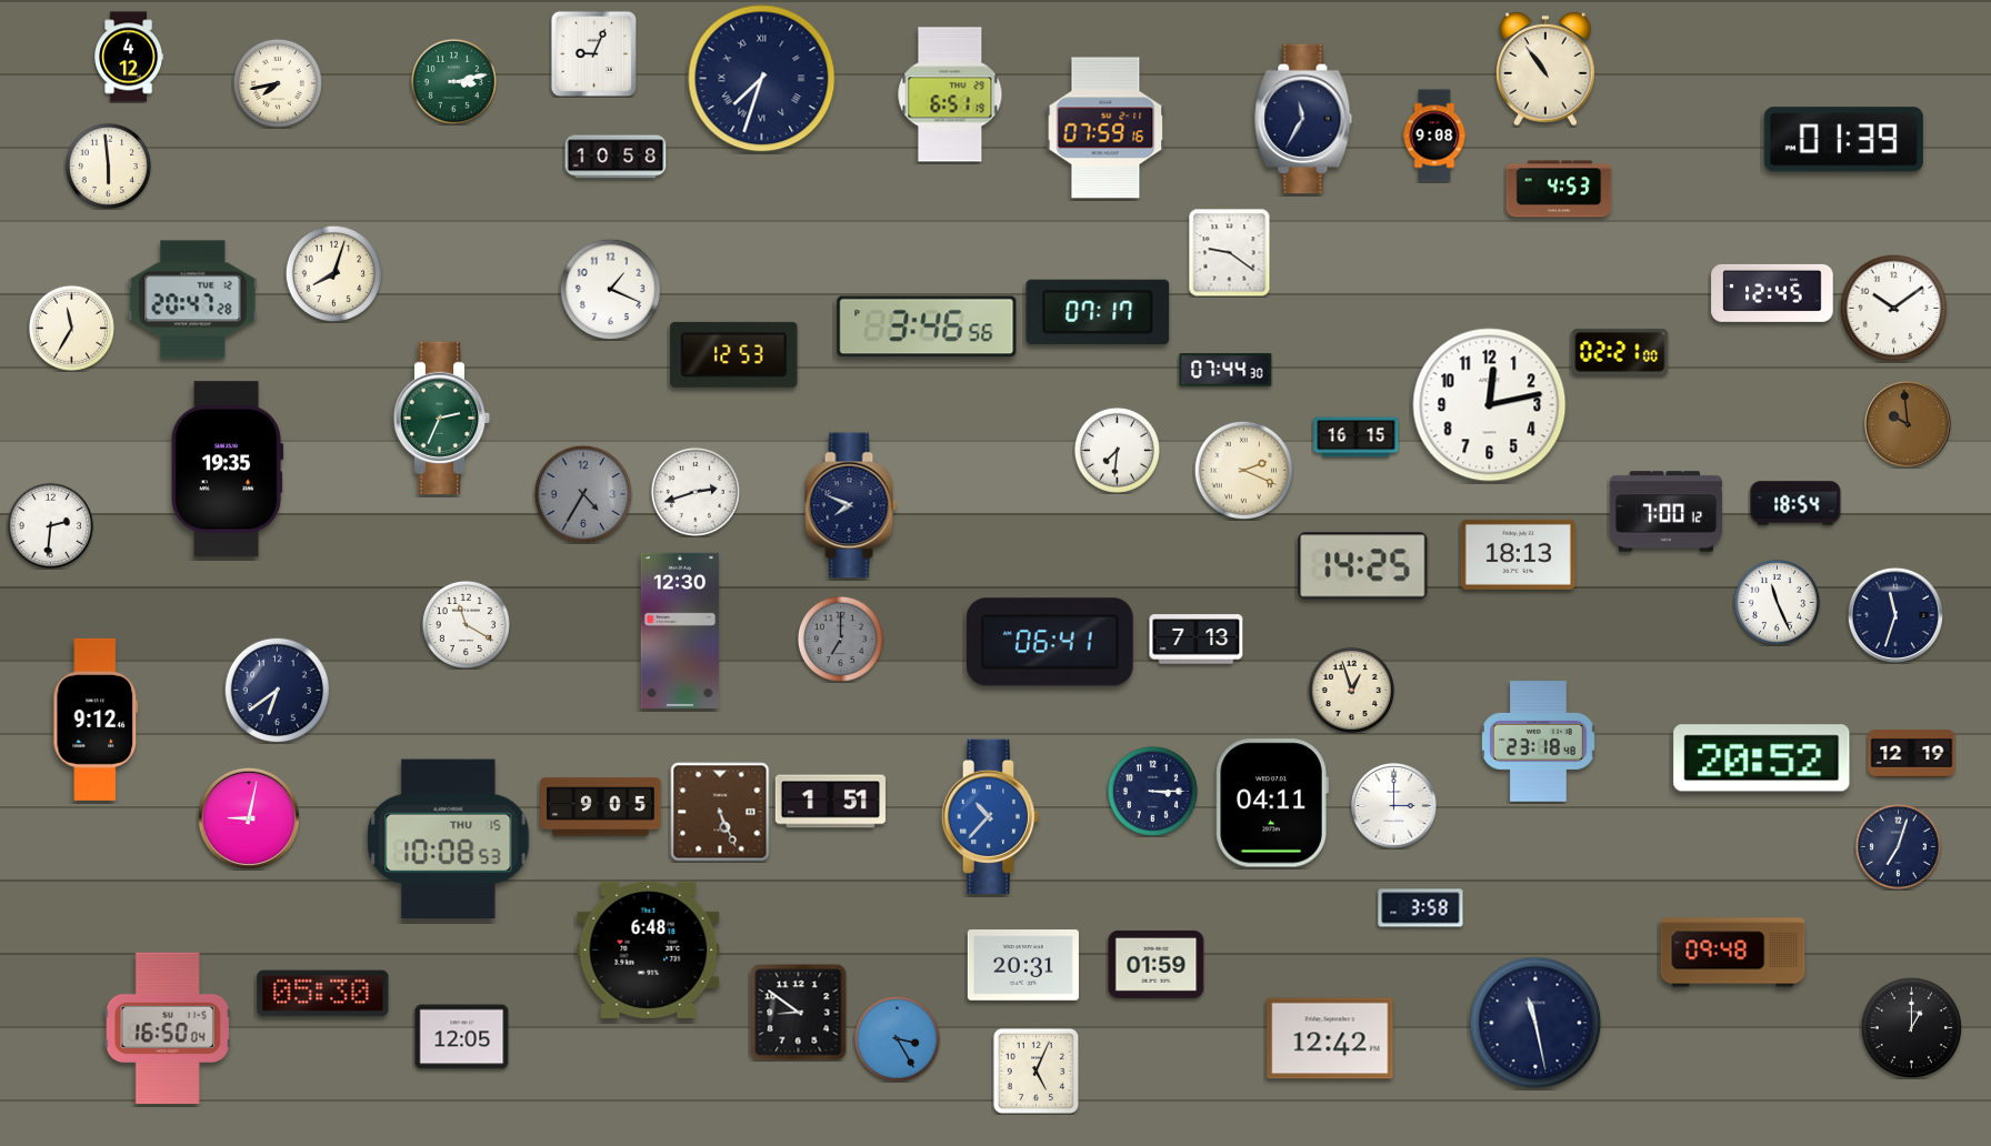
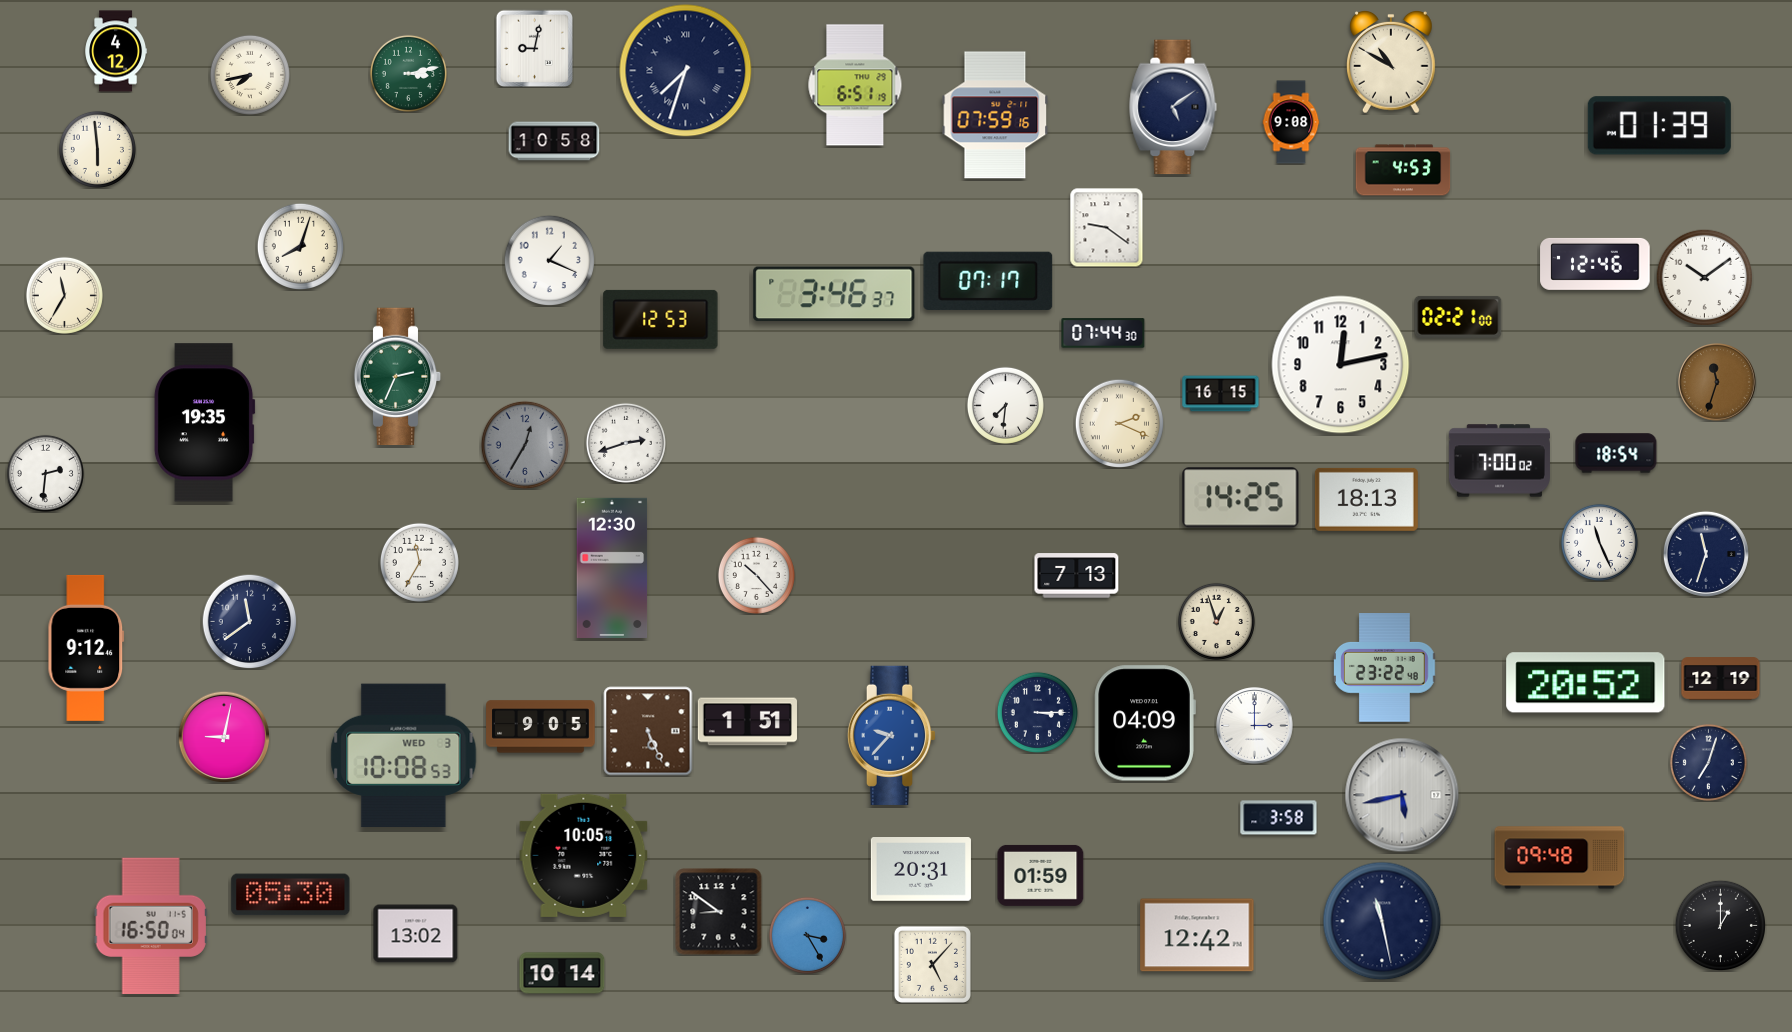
clock at (593, 53): 9:04 -> 9:02
clock at (1547, 69): 10:54 -> 10:50
clock at (1303, 119): 11:35 -> 5:09
clock at (1772, 293): 12:45 -> 12:46
clock at (193, 300): 20:47 -> none
clock at (927, 326): 3:46:56 -> 3:46:37
clock at (1908, 424): 9:59 -> 11:33
clock at (582, 493): 4:35 -> 12:35
clock at (851, 505): 7:49 -> none
clock at (1665, 512): 7:00:12 -> 7:00:02
clock at (1363, 566) position: (1363, 566) -> (1241, 498)
clock at (466, 624): 11:20 -> 11:35
clock at (840, 639): 7:00 -> 10:23
clock at (840, 639) dial: grey -> white
clock at (1050, 642): 06:41 -> none
clock at (277, 690): 6:39 -> 11:39
clock at (1539, 742): 23:18 -> 23:22
clock at (1272, 803): 04:11 -> 04:09
clock at (991, 816): 10:37 -> 9:37
clock at (449, 840) date: THU 15 -> WED 3
clock at (1402, 795): none -> 5:43
clock at (649, 949): 6:48 -> 10:05
clock at (1157, 964) position: (1157, 964) -> (1041, 875)
clock at (462, 1037): 12:05 -> 13:02
clock at (1035, 1070): 5:04 -> 5:07
clock at (562, 973): none -> 10:14
